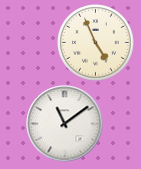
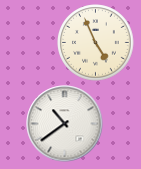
clock at (65, 124): 11:09 -> 10:39
